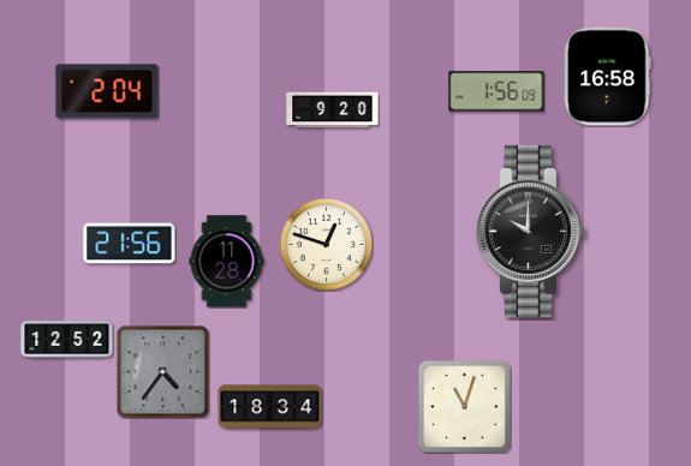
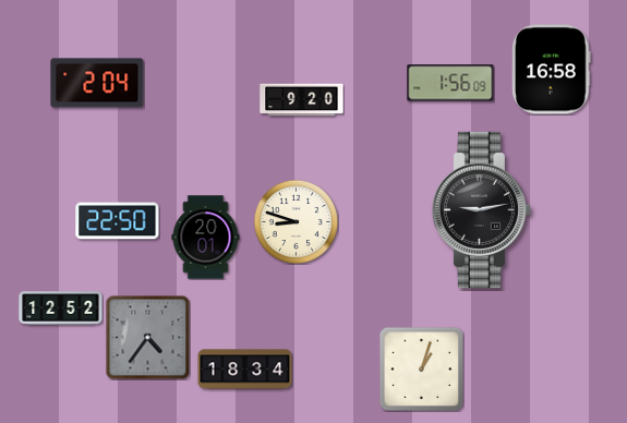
clock at (530, 231): 10:00 -> 9:13
clock at (130, 244): 21:56 -> 22:50
clock at (326, 244): 12:48 -> 8:48
clock at (227, 262): 11:28 -> 20:01
clock at (464, 406): 11:03 -> 1:03
